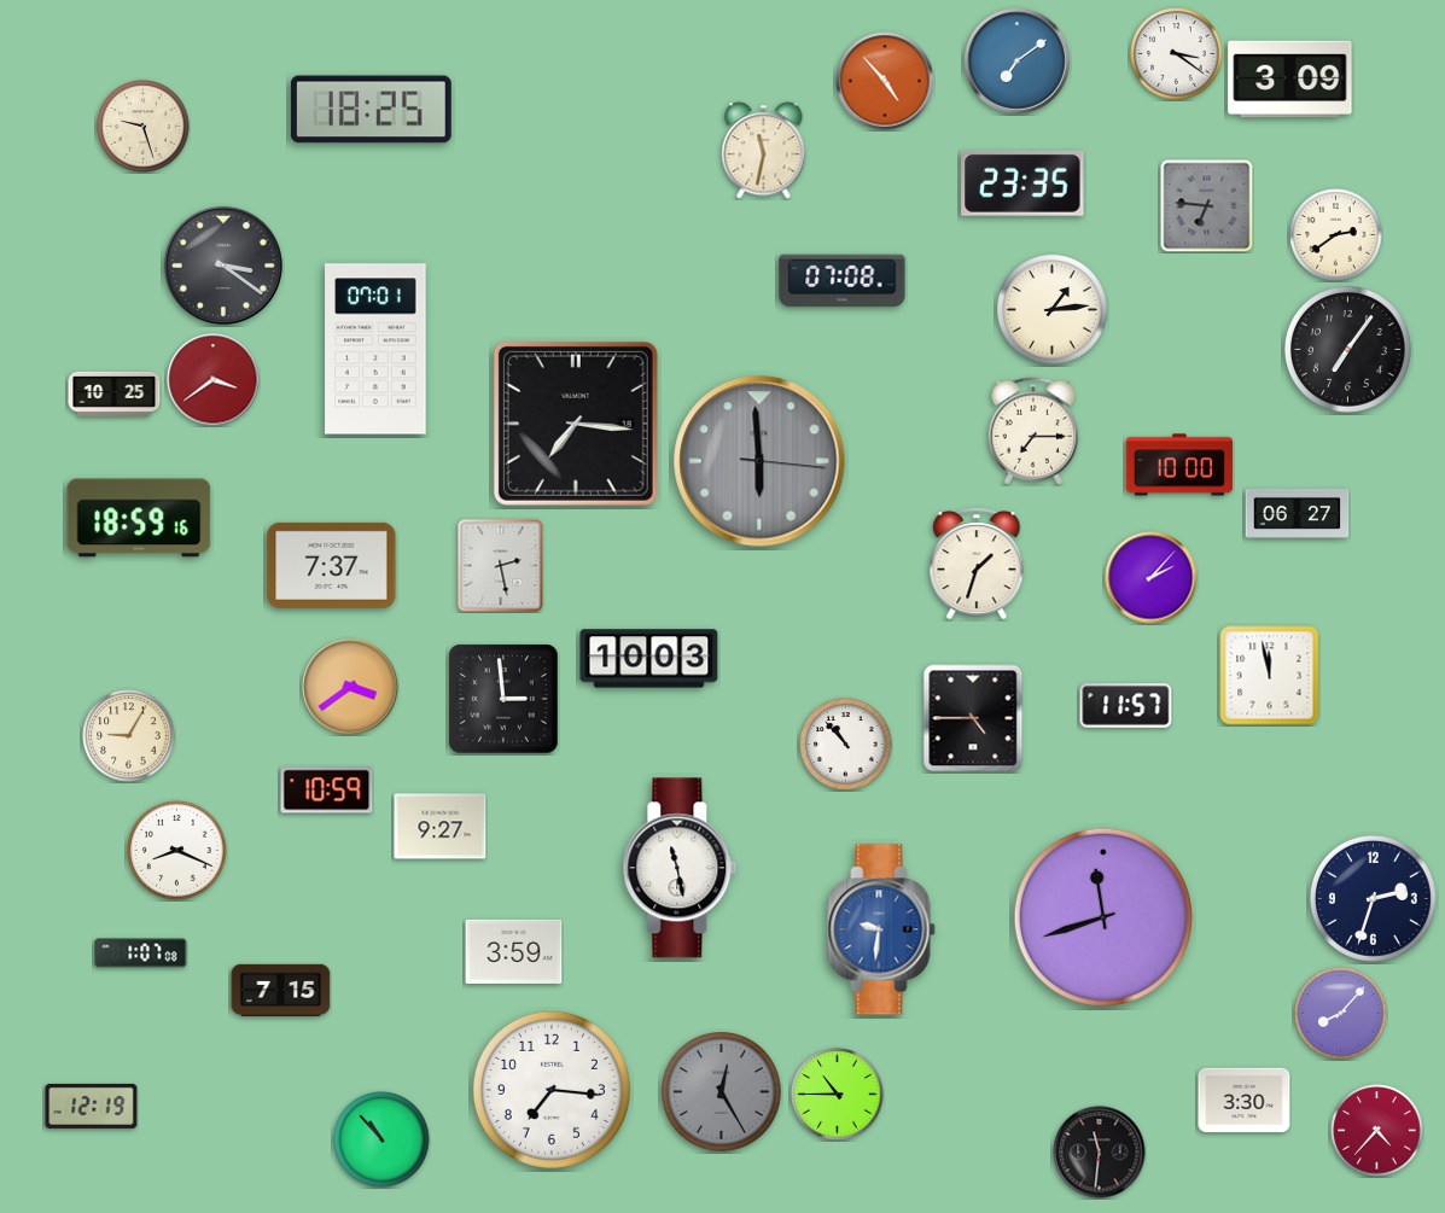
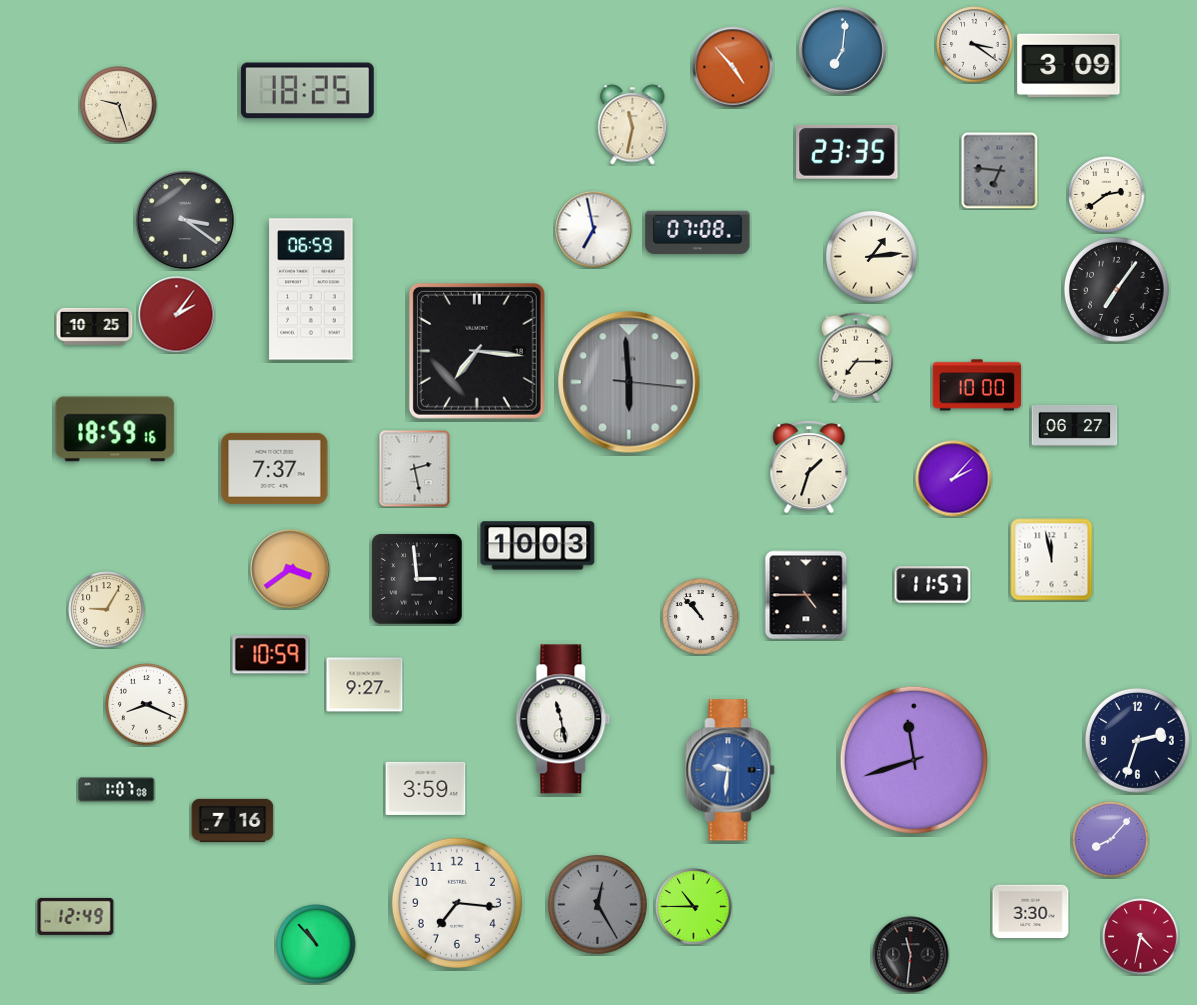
clock at (1018, 62): 7:09 -> 7:01
clock at (594, 230): none -> 6:58
clock at (375, 349): 07:01 -> 06:59
clock at (214, 380): 3:39 -> 2:06
clock at (1373, 898) position: (1373, 898) -> (1137, 740)
clock at (281, 990): 7:15 -> 7:16
clock at (92, 1106): 12:19 -> 12:49
clock at (1377, 1131): 4:37 -> 4:32
